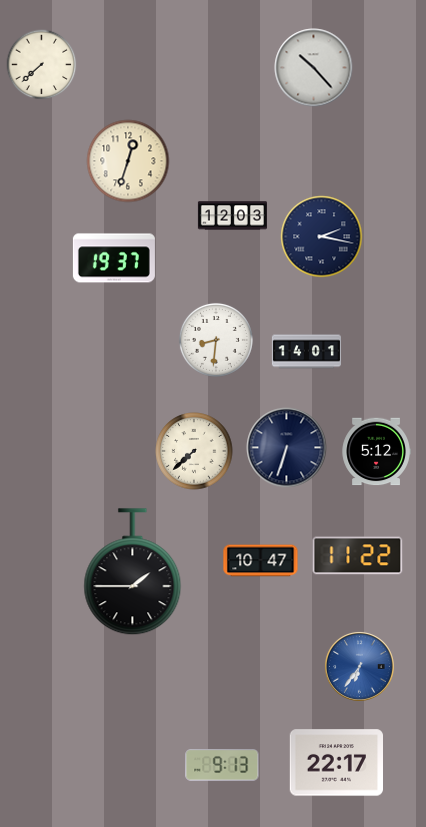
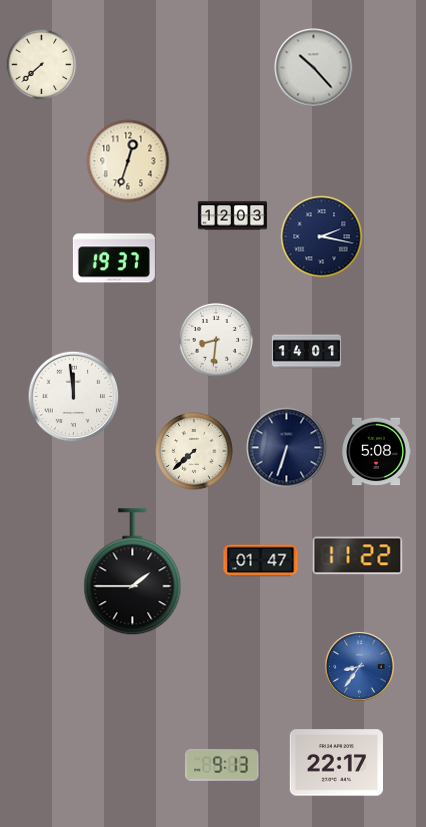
clock at (74, 397): none -> 11:59
clock at (376, 452): 5:12 -> 5:08
clock at (261, 561): 10:47 -> 01:47
clock at (359, 666): 6:36 -> 8:36
